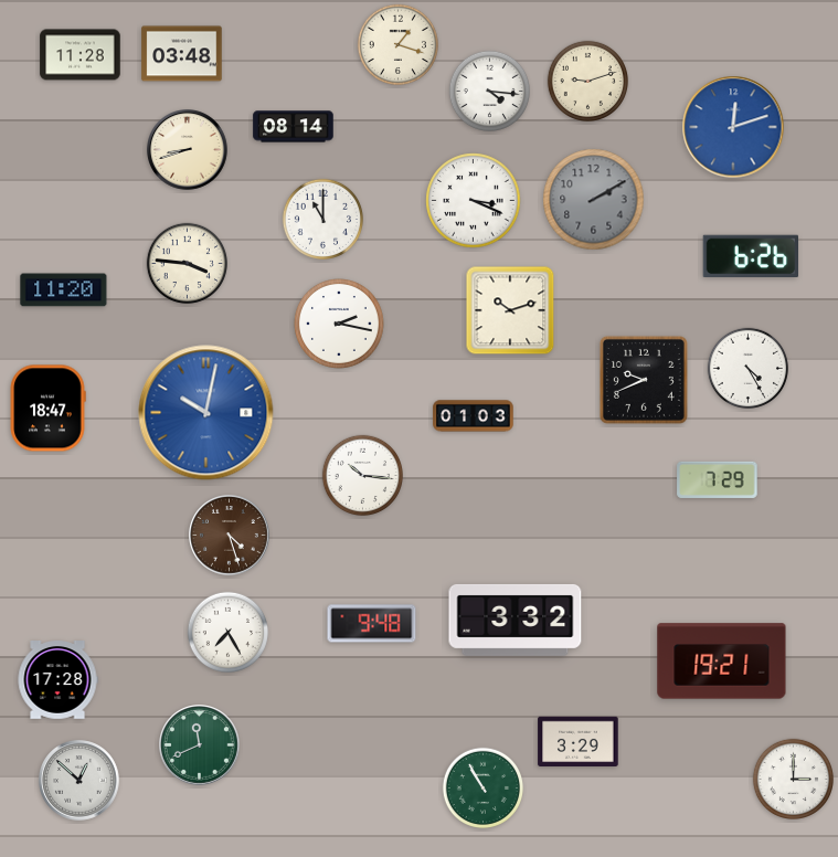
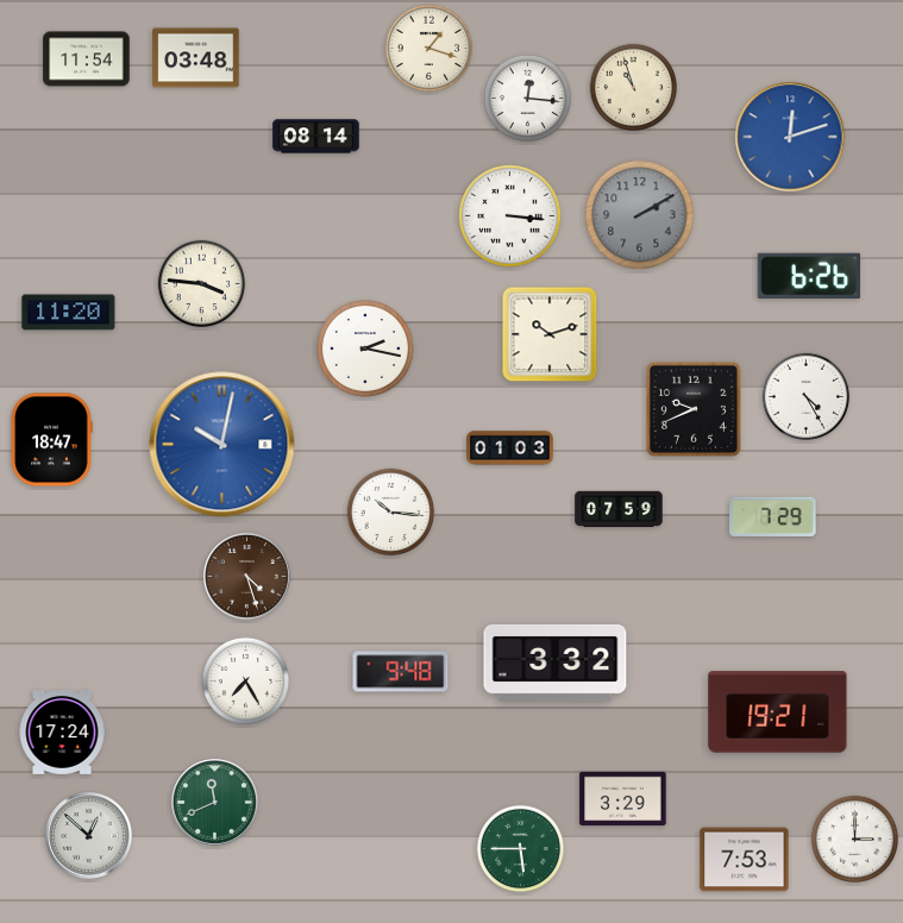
clock at (81, 55): 11:28 -> 11:54
clock at (587, 81): 9:12 -> 10:57
clock at (489, 91): 4:16 -> 12:16
clock at (188, 150): 8:42 -> none
clock at (474, 201): 3:19 -> 3:16
clock at (322, 219): 11:00 -> none
clock at (619, 509): none -> 07:59
clock at (516, 620) position: (516, 620) -> (556, 663)
clock at (57, 680): 17:28 -> 17:24
clock at (79, 781) position: (79, 781) -> (89, 836)
clock at (482, 787): 10:55 -> 5:45
clock at (745, 860): none -> 7:53
